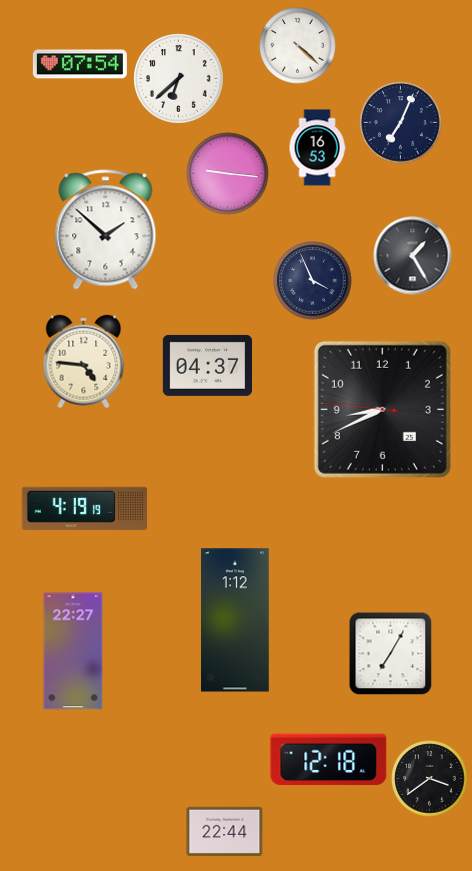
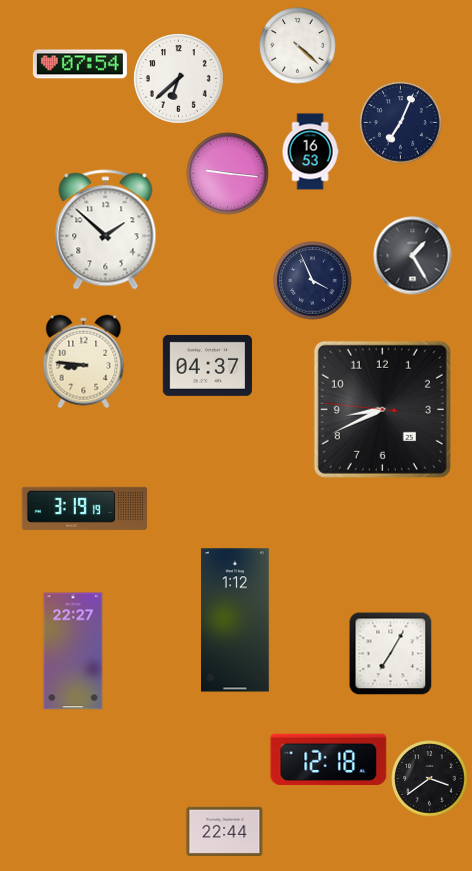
clock at (317, 148) position: (317, 148) -> (310, 152)
clock at (84, 362): 4:46 -> 8:46
clock at (85, 508): 4:19 -> 3:19
